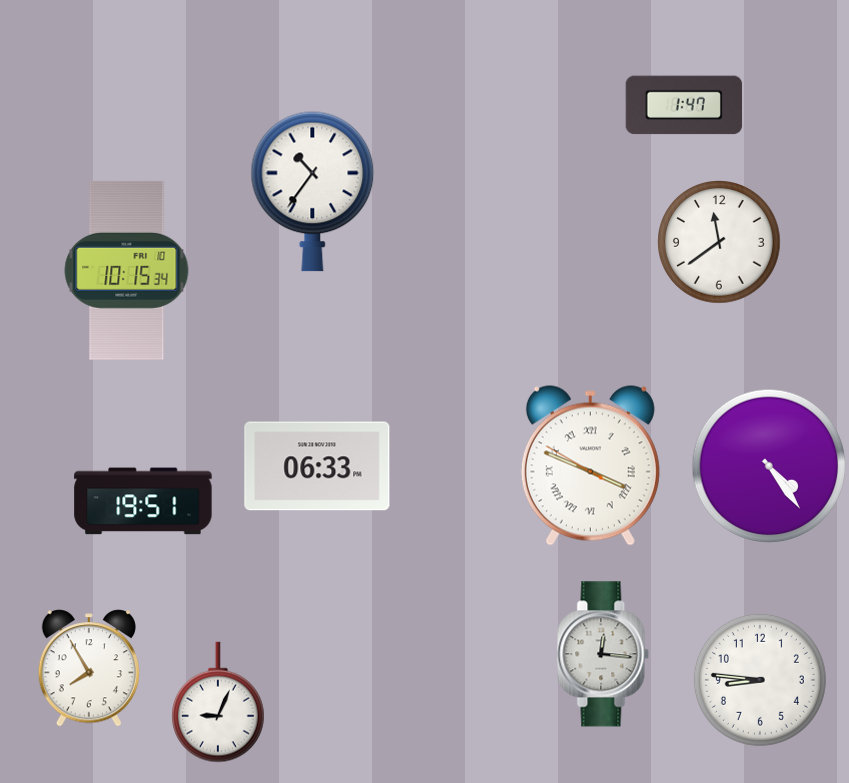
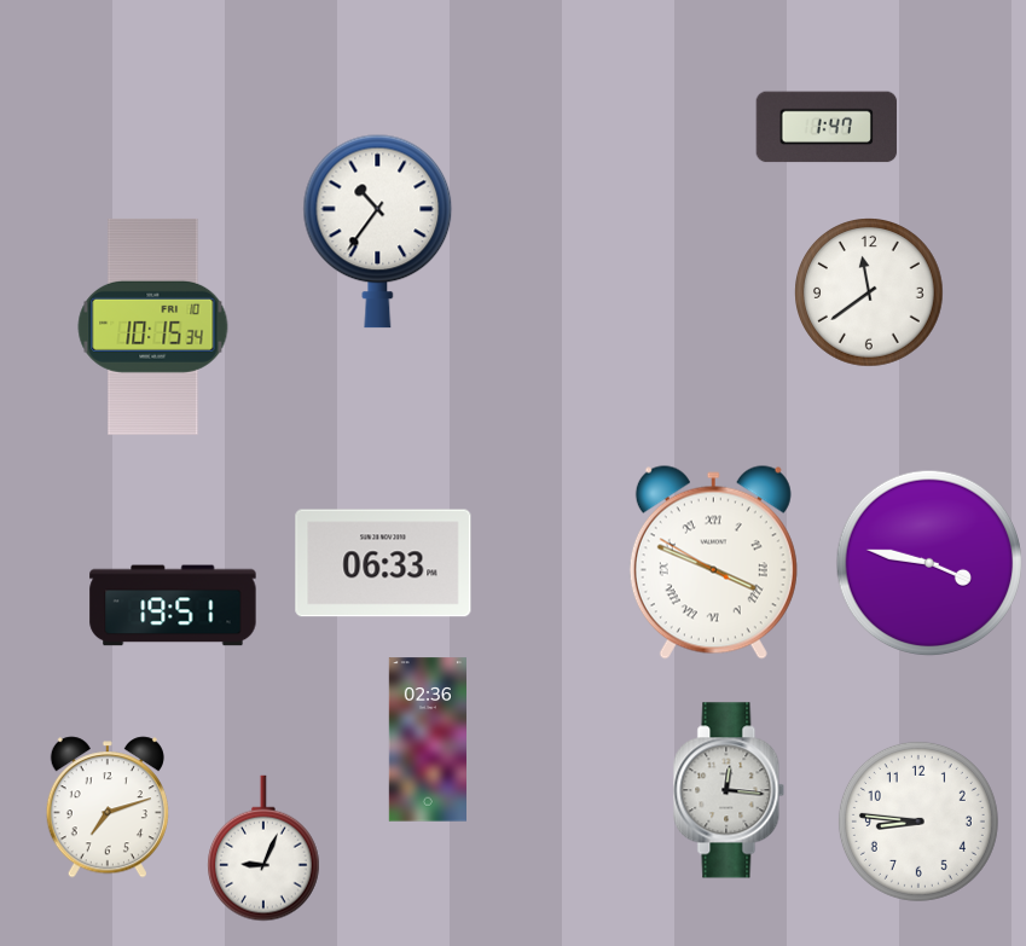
clock at (769, 466): 4:24 -> 3:47
clock at (428, 739): none -> 02:36
clock at (89, 668): 7:55 -> 7:12
